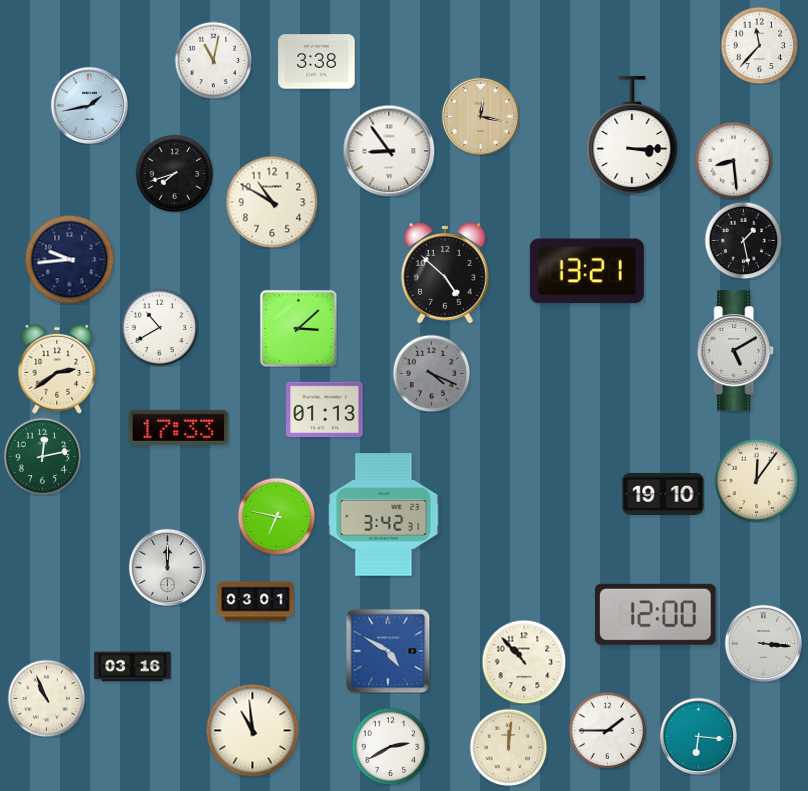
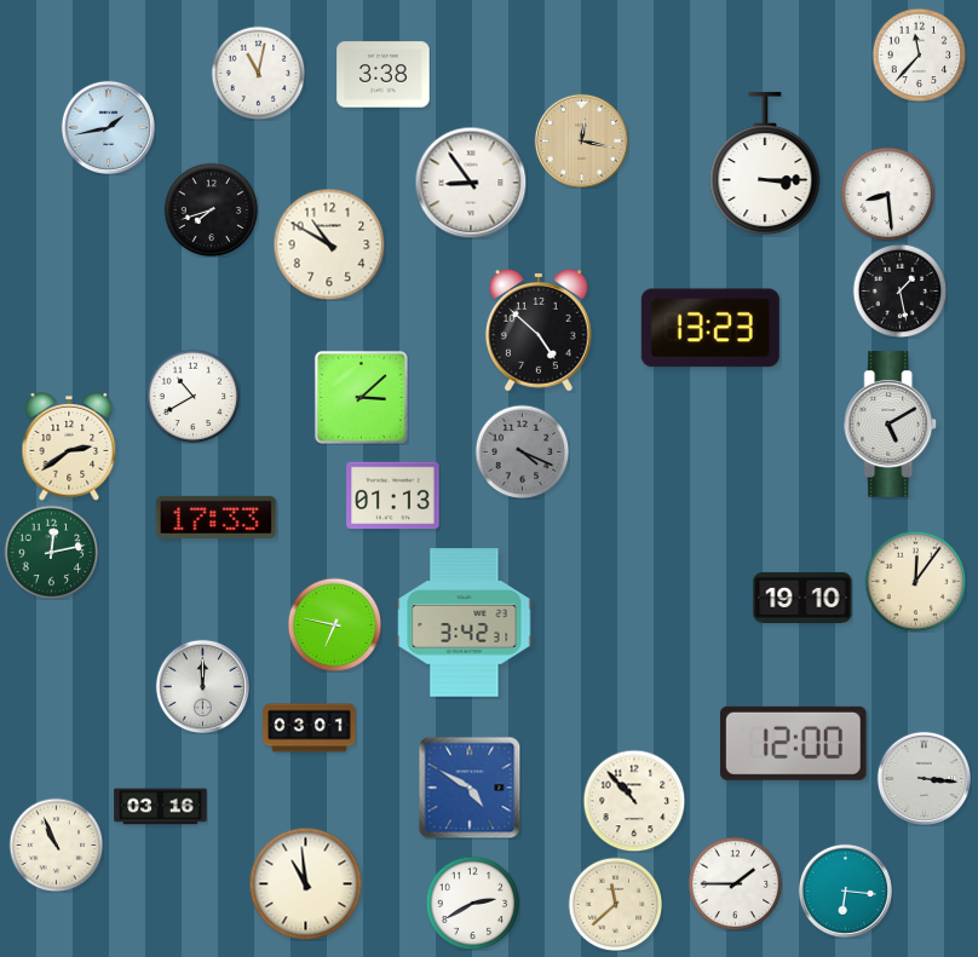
clock at (69, 259): 9:44 -> none
clock at (587, 271): 13:21 -> 13:23
clock at (508, 747): 12:01 -> 11:38
